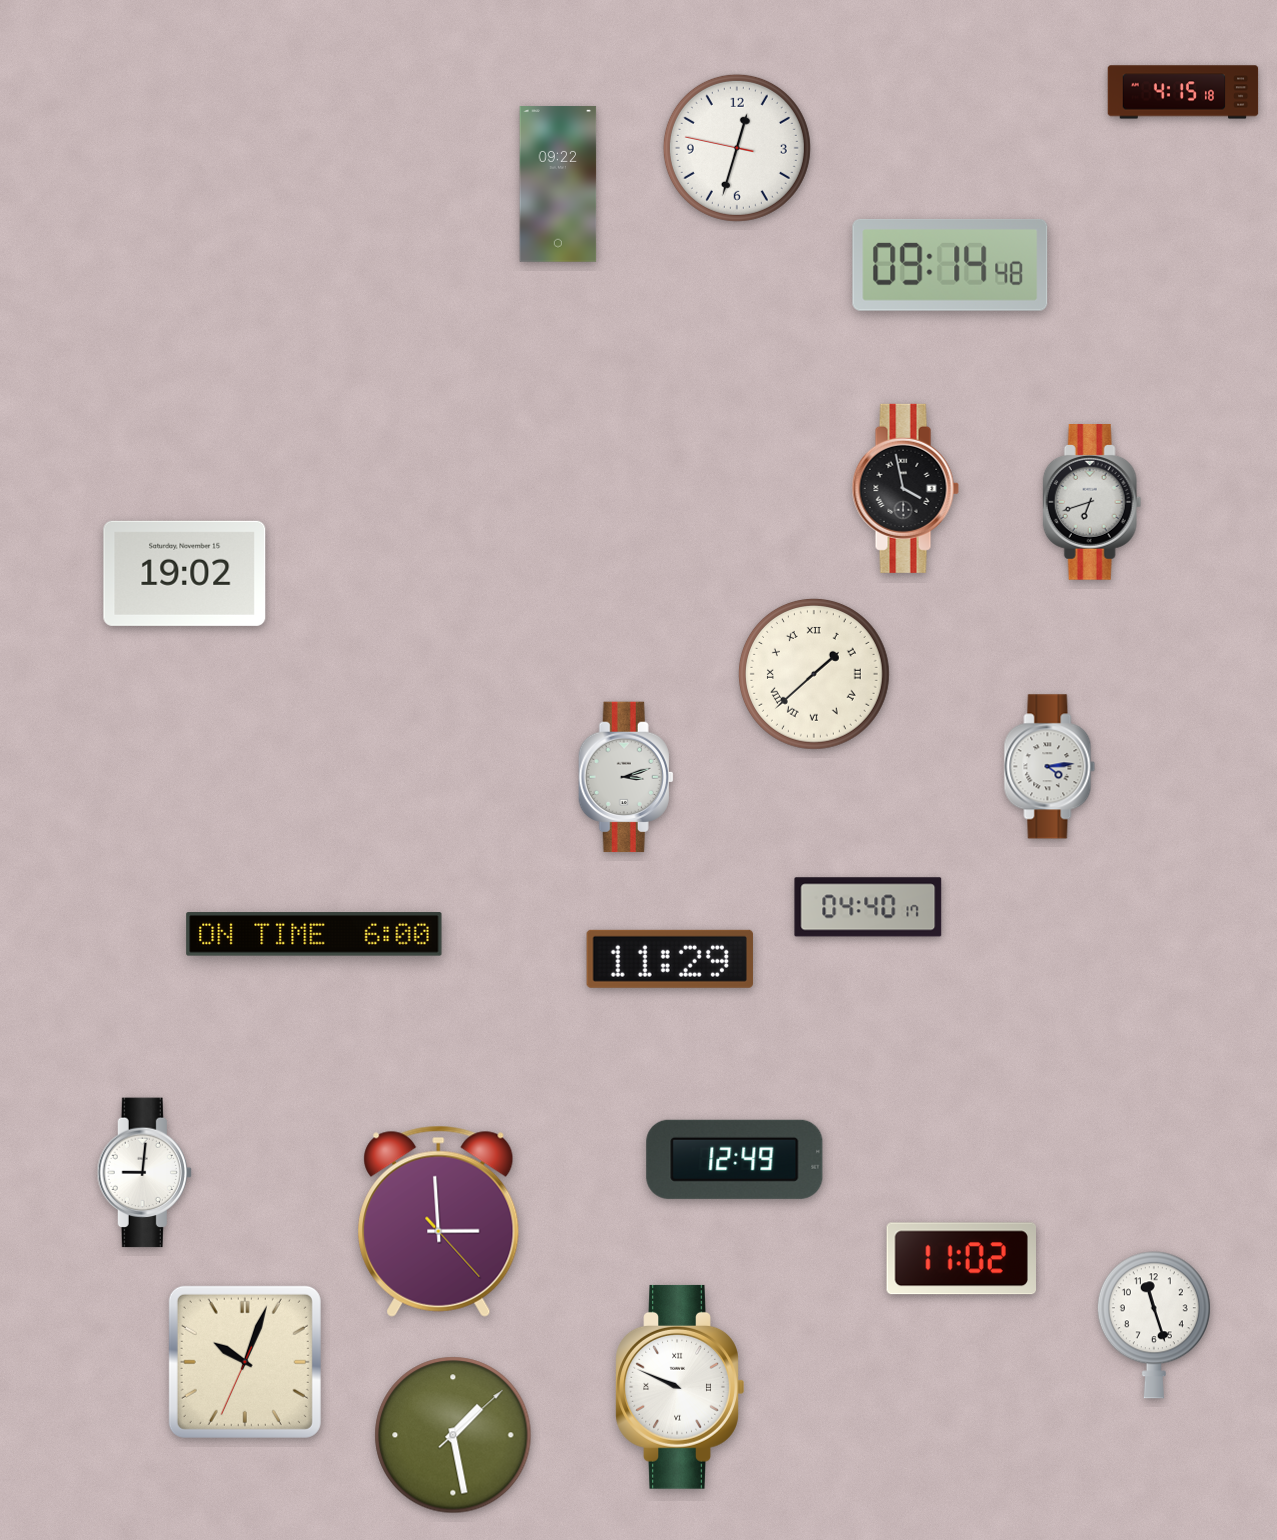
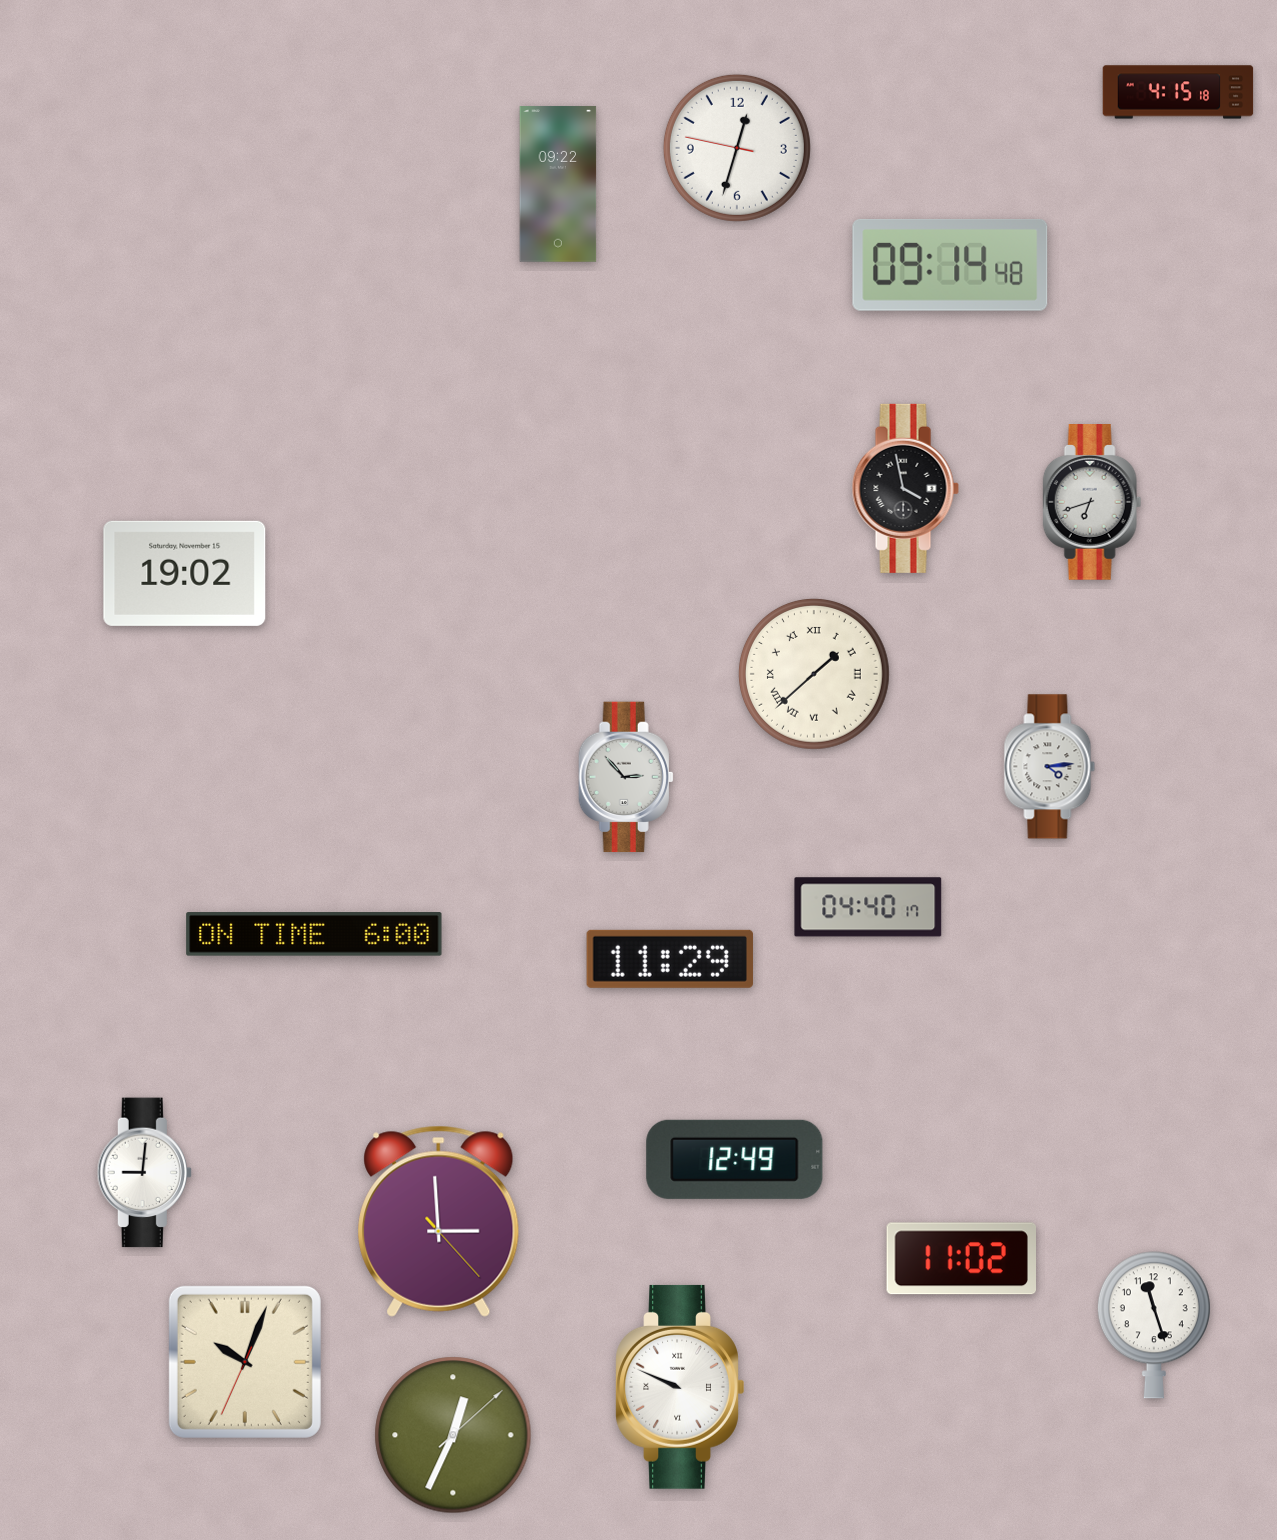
clock at (1183, 92) position: (1183, 92) -> (1178, 92)
clock at (626, 777): 3:12 -> 2:53
clock at (453, 1435): 1:28 -> 12:34
